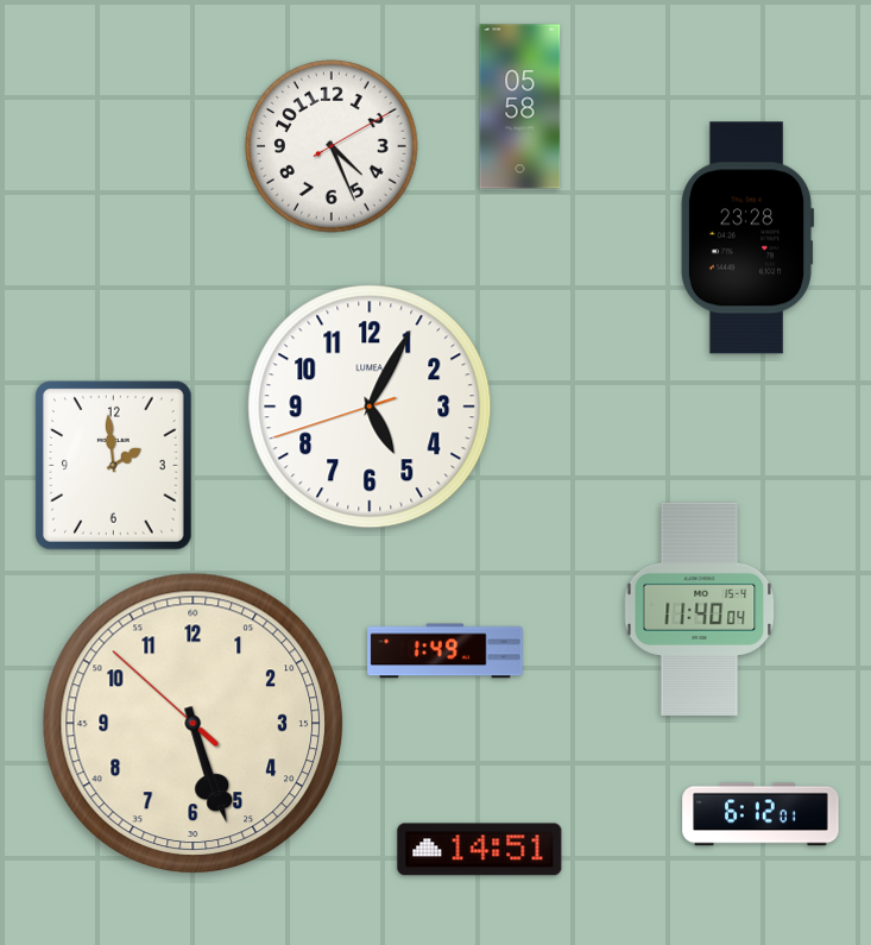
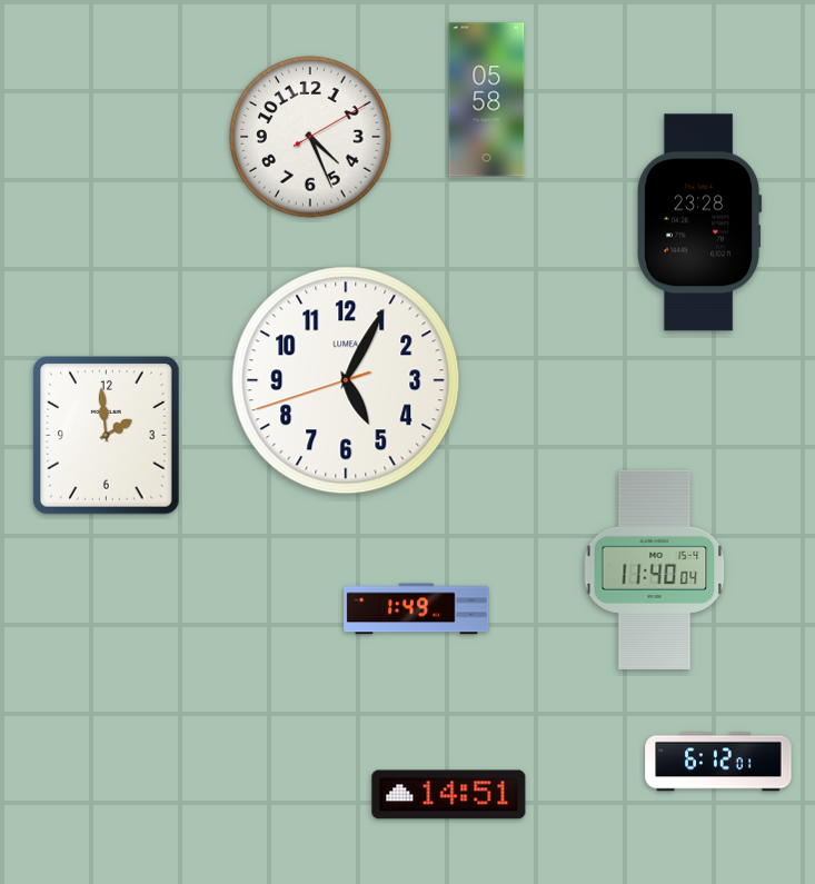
clock at (194, 724): 5:26 -> none
clock at (760, 814) position: (760, 814) -> (718, 762)
